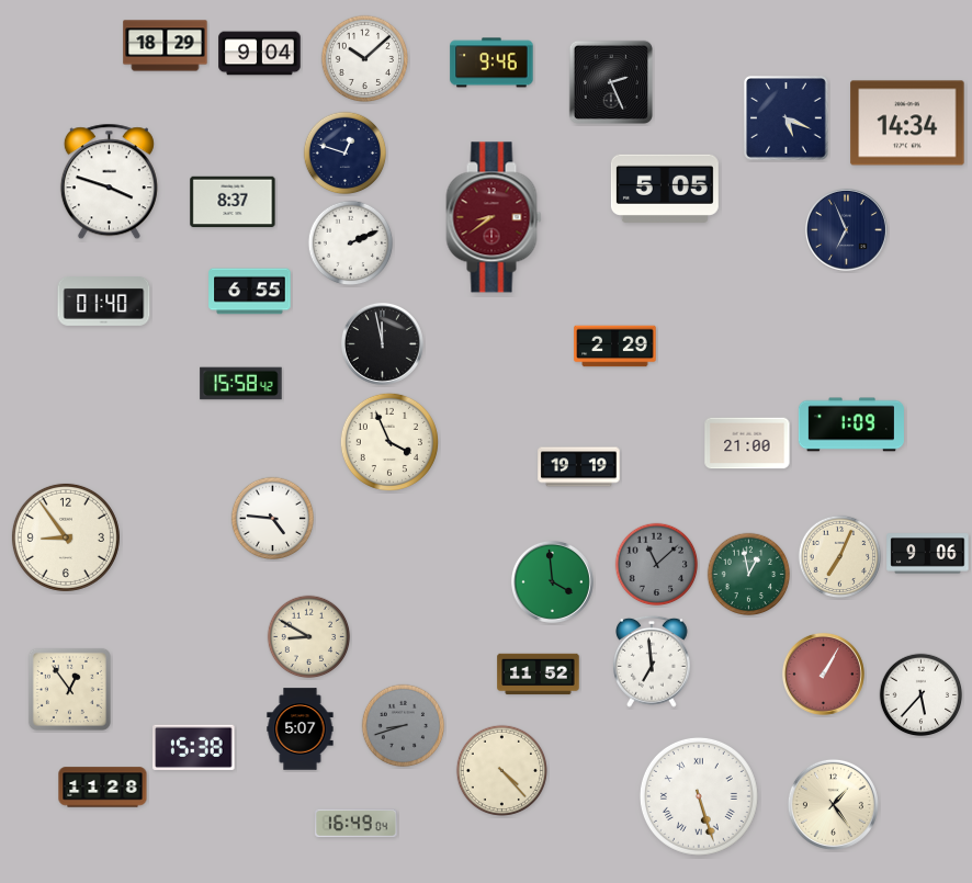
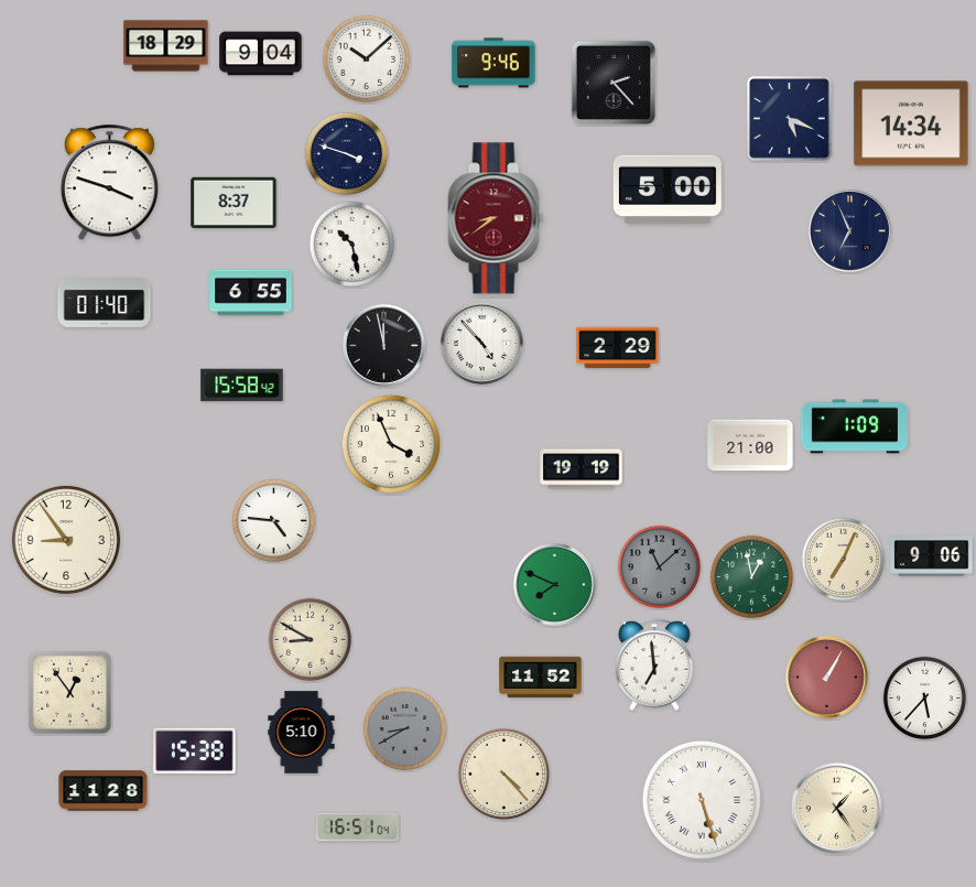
clock at (611, 82): 2:26 -> 2:23
clock at (346, 154): 12:48 -> 3:48
clock at (665, 189): 5:05 -> 5:00
clock at (351, 244): 2:11 -> 10:28
clock at (481, 343): none -> 4:53
clock at (552, 581): 3:59 -> 7:49
clock at (404, 726): 8:42 -> 8:40
clock at (301, 729): 5:07 -> 5:10
clock at (357, 824): 16:49 -> 16:51
